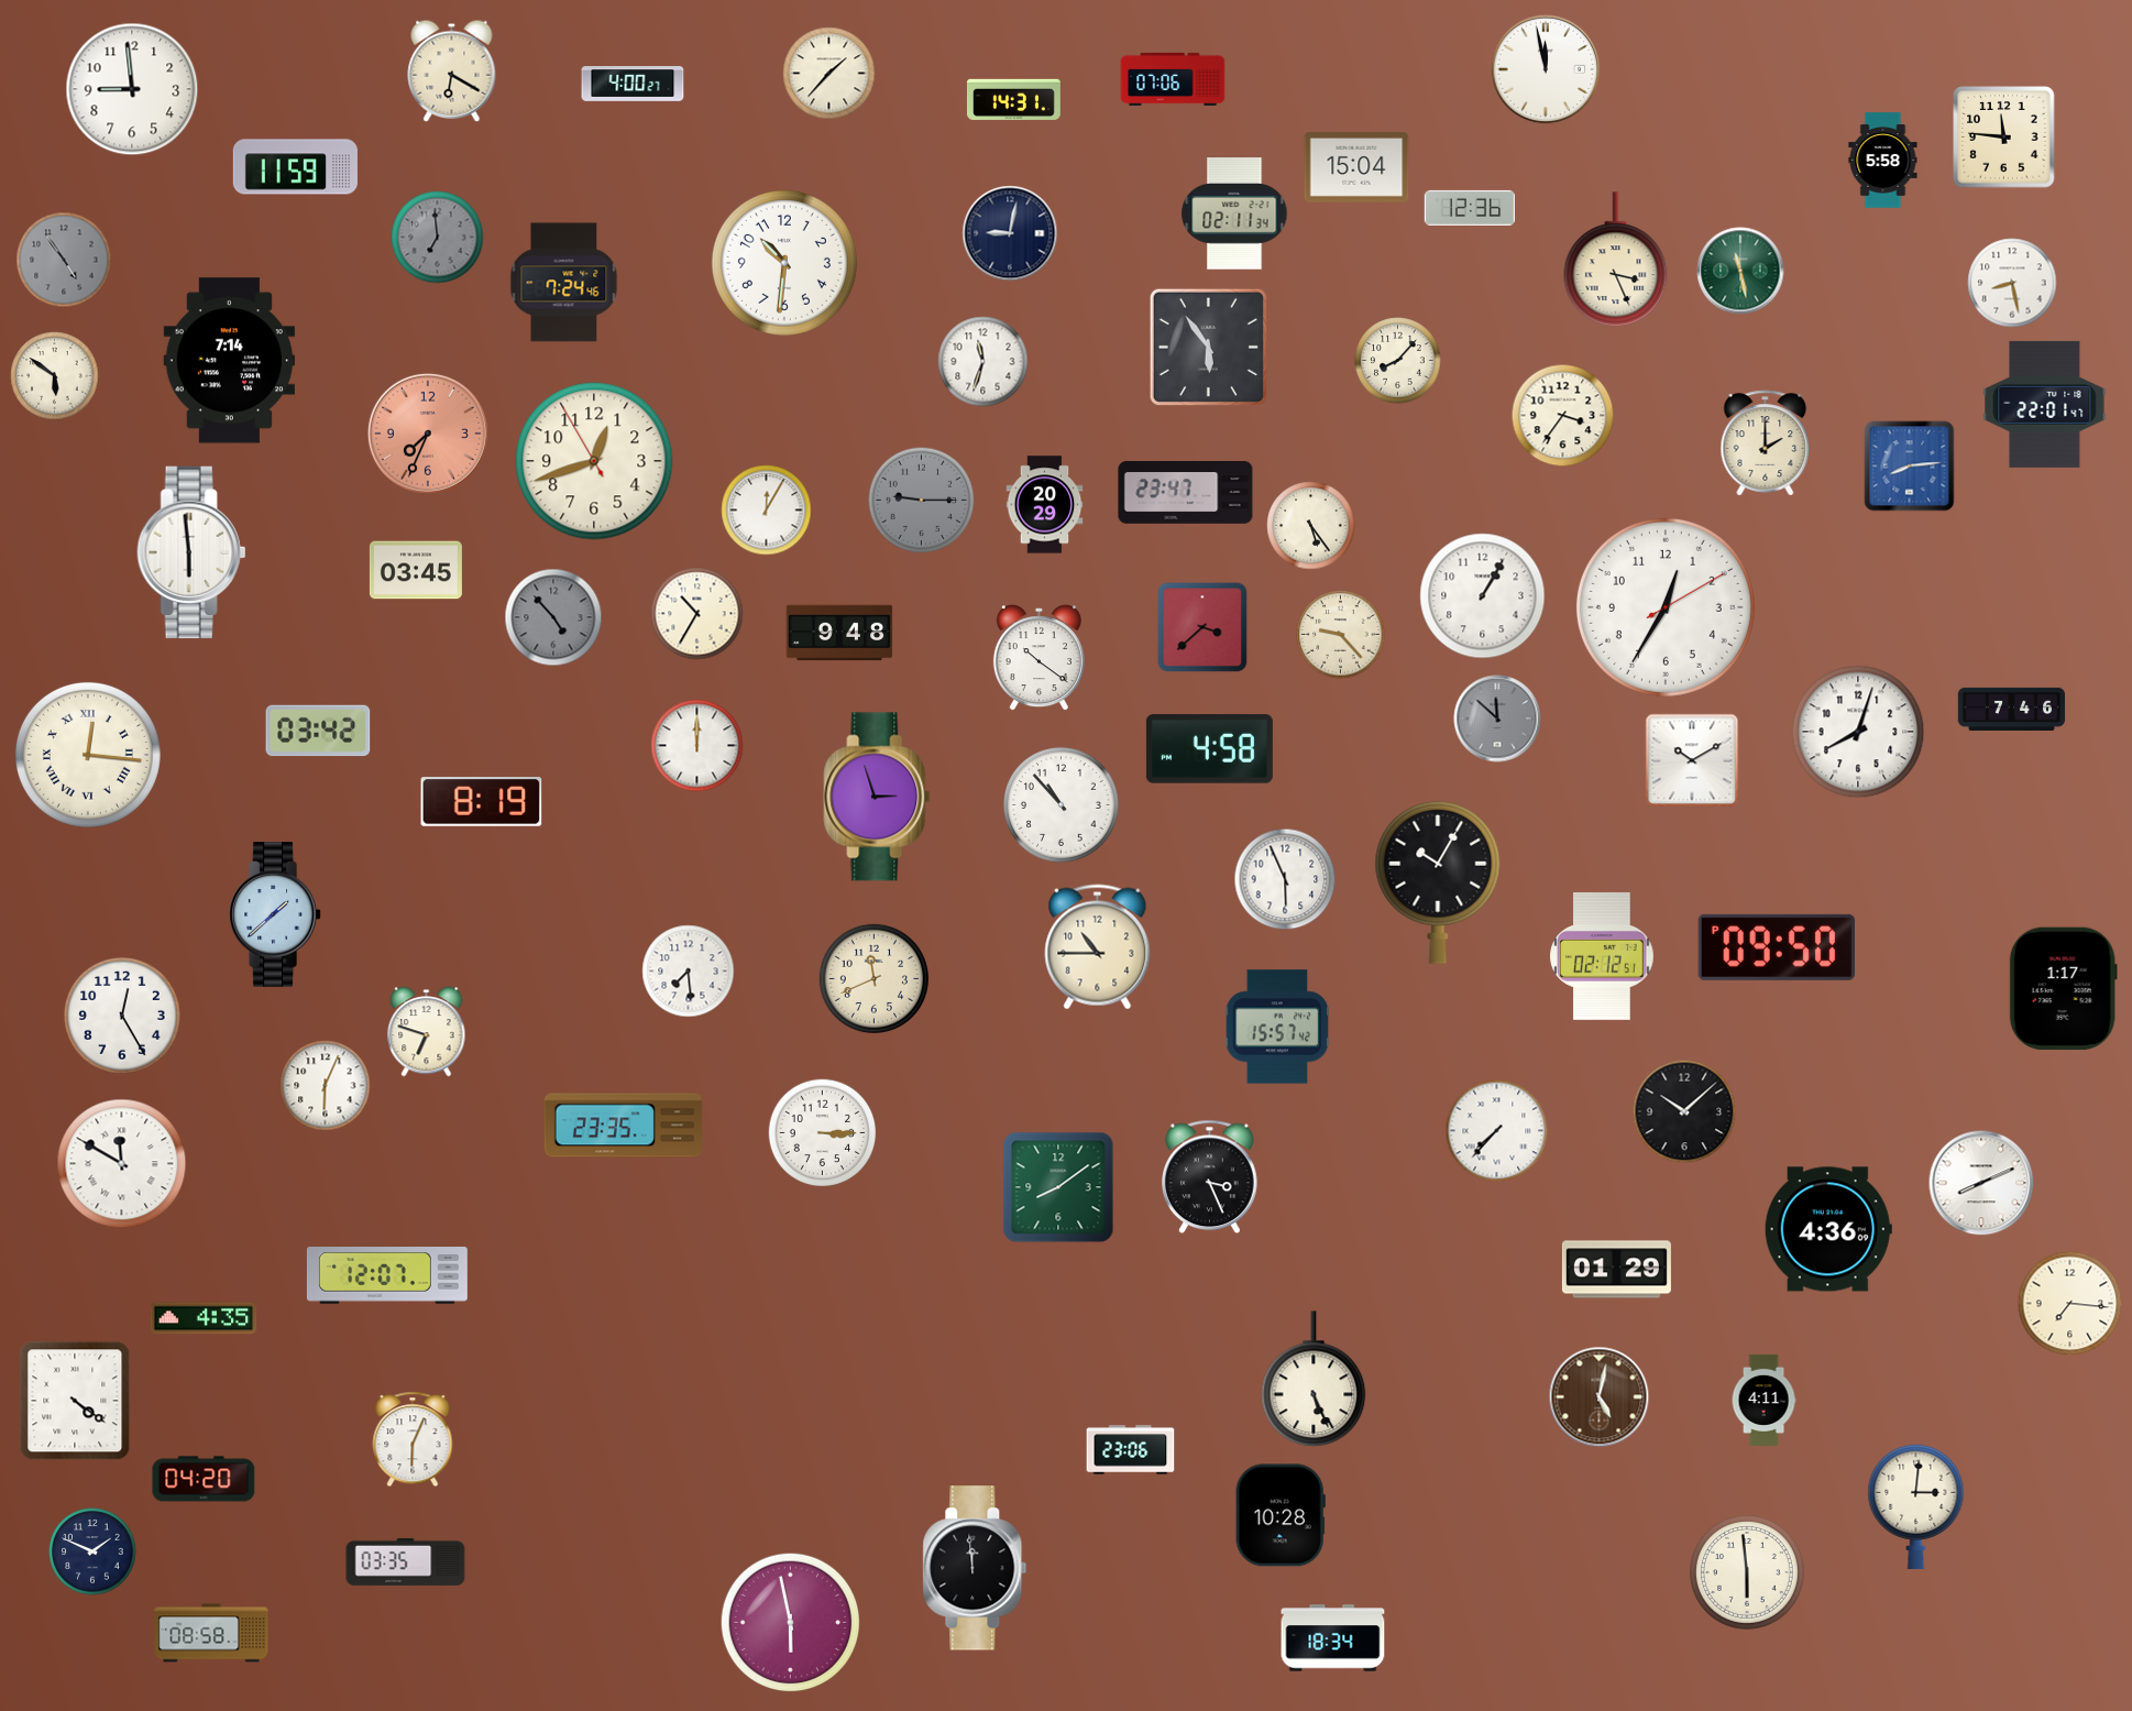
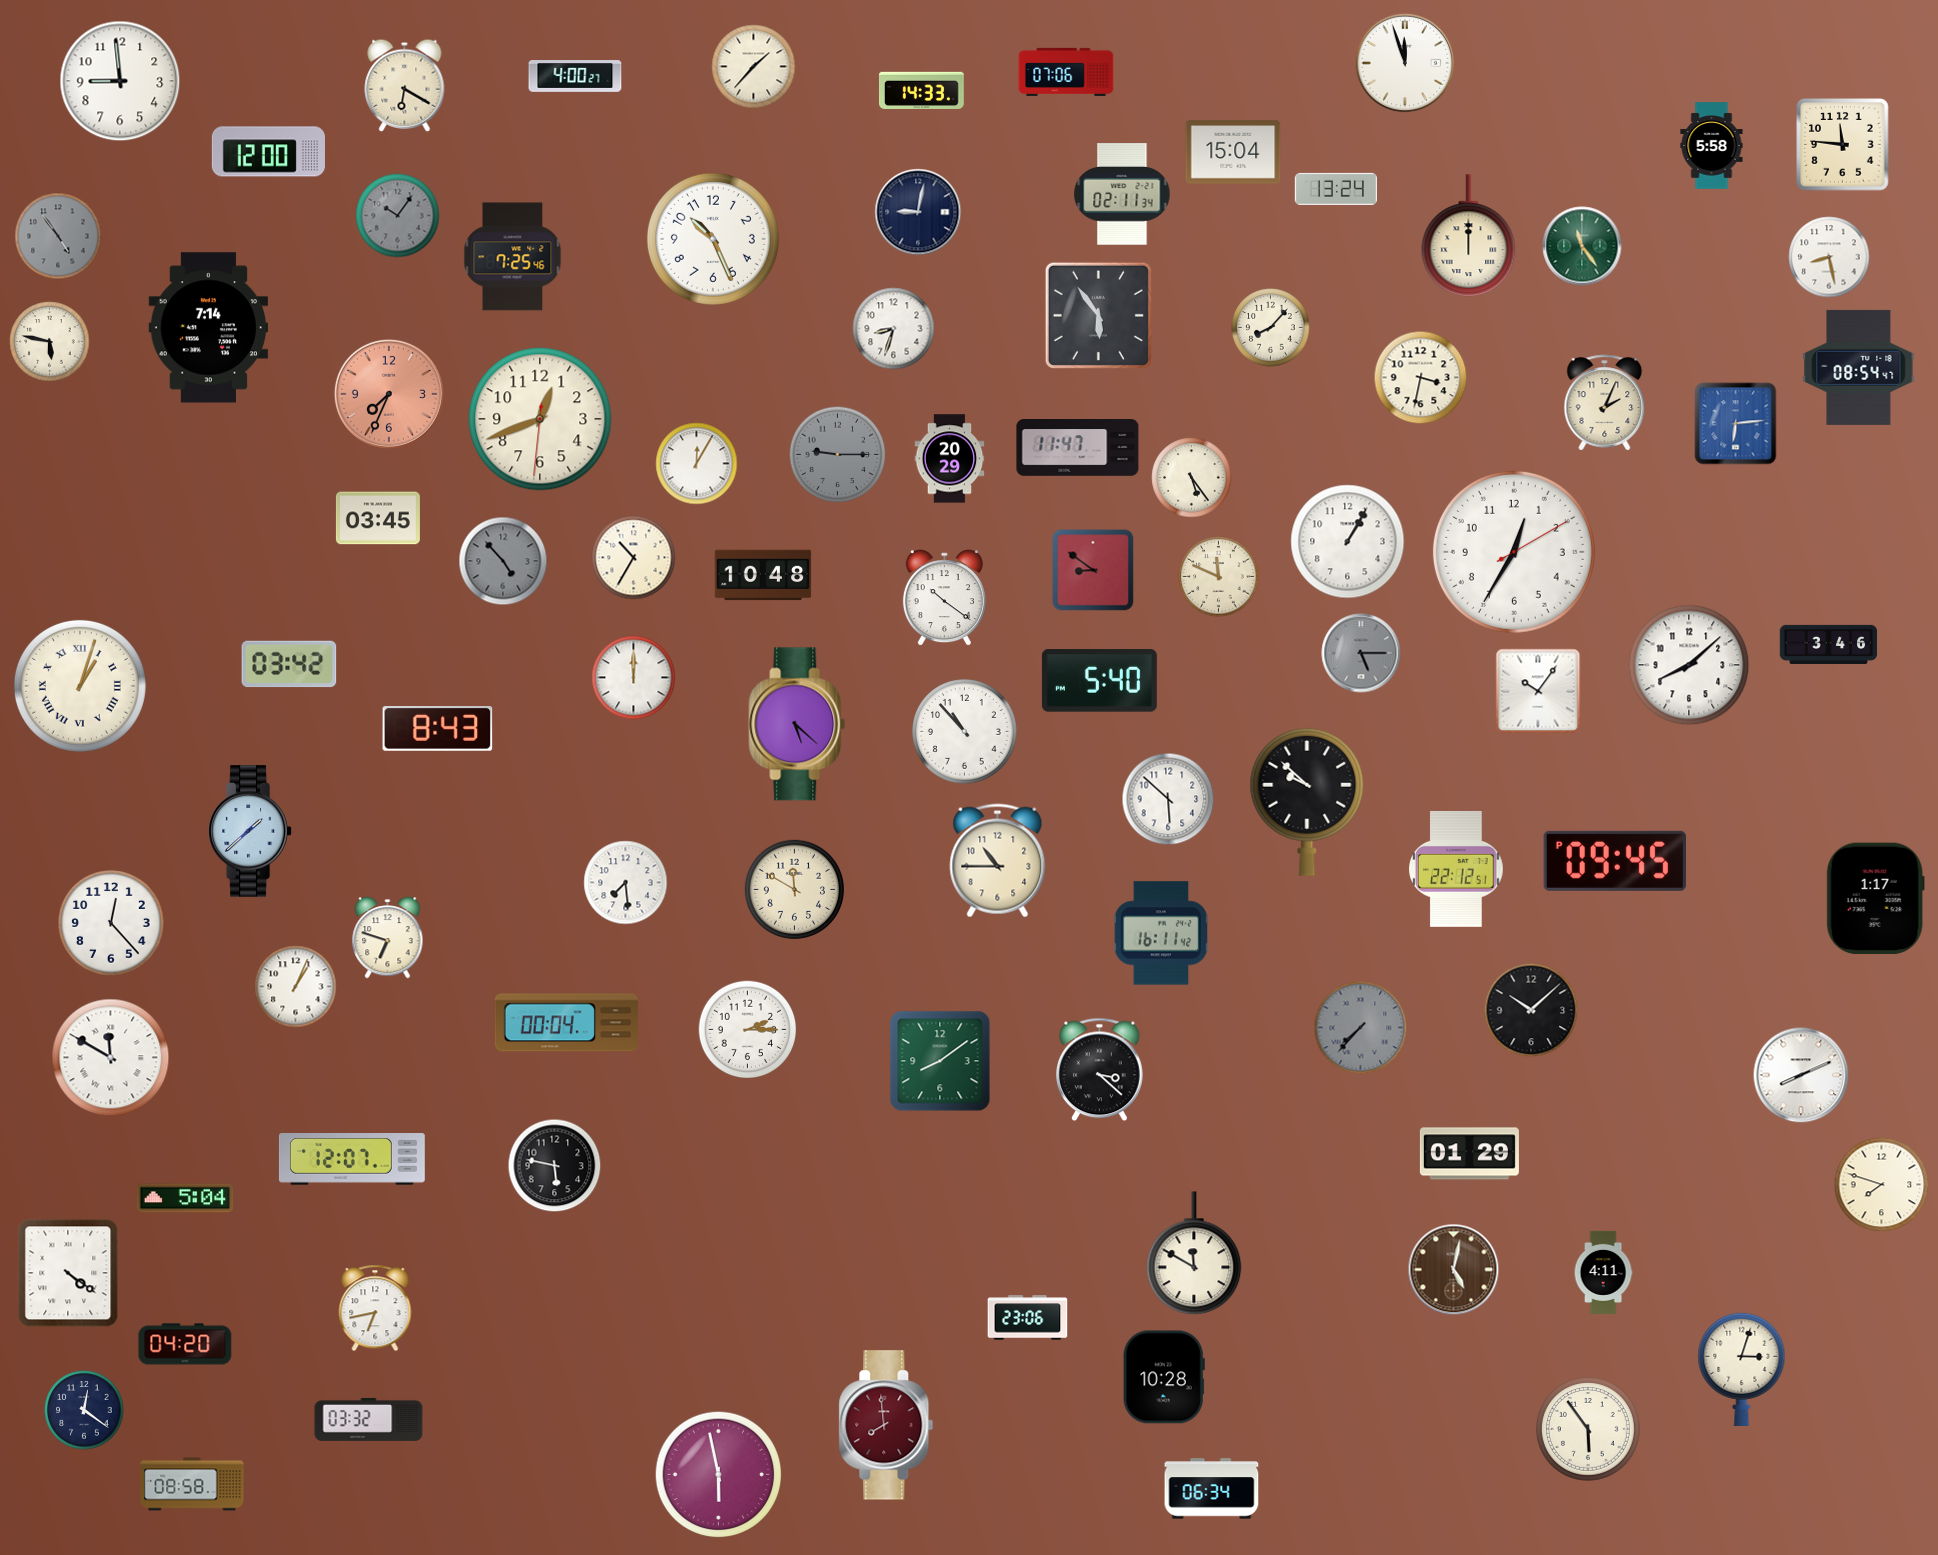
clock at (1546, 69): 11:58 -> 11:57
clock at (452, 70) position: (452, 70) -> (405, 85)
clock at (1013, 99): 14:31 -> 14:33
clock at (2004, 138) position: (2004, 138) -> (1843, 145)
clock at (295, 167): 11:59 -> 12:00
clock at (1469, 208): 12:36 -> 13:24
clock at (438, 238): 6:59 -> 10:06
clock at (1616, 260): 3:26 -> 12:00
clock at (784, 263): 10:31 -> 10:26
clock at (1740, 271): 11:28 -> 11:24
clock at (564, 283): 7:24 -> 7:25
clock at (983, 362): 11:33 -> 8:33
clock at (55, 376): 5:51 -> 5:47
clock at (2045, 404): 22:01 -> 08:54
clock at (1563, 416): 3:36 -> 3:32
clock at (1766, 443): 2:00 -> 2:04
clock at (594, 461): 12:41:55 -> 12:41:31
clock at (1910, 467): 8:14 -> 6:14
clock at (1186, 493): 23:47 -> 11:47
clock at (191, 552): 5:59 -> none
clock at (1202, 627): 3:38 -> 8:51
clock at (839, 633): 9:48 -> 10:48
clock at (1341, 635): 9:23 -> 11:49
clock at (2012, 709): 7:46 -> 3:46
clock at (1497, 719): 11:52 -> 5:15
clock at (1858, 732): 8:03 -> 8:08
clock at (1209, 749): 4:58 -> 5:40
clock at (88, 755): 12:16 -> 1:03
clock at (1692, 760): 10:10 -> 10:06
clock at (877, 797): 2:57 -> 5:22
clock at (482, 802): 8:19 -> 8:43
clock at (1285, 879): 5:56 -> 5:52
clock at (1438, 882): 10:05 -> 9:52
clock at (1777, 947): 09:50 -> 09:45
clock at (1602, 956): 02:12 -> 22:12
clock at (873, 978): 11:41 -> 11:50
clock at (122, 1016): 12:25 -> 12:23
clock at (1277, 1027): 15:57 -> 16:11
clock at (326, 1086): 6:04 -> 1:04
clock at (623, 1126): 23:35 -> 00:04
clock at (1497, 1131) dial: white -> grey
clock at (823, 1133): 3:15 -> 2:15
clock at (1210, 1177): 3:26 -> 3:22
clock at (1058, 1187) position: (1058, 1187) -> (940, 1061)
clock at (1828, 1229): 4:36 -> none
clock at (555, 1166): none -> 5:47
clock at (2070, 1304): 7:16 -> 7:48
clock at (204, 1318): 4:35 -> 5:04
clock at (1314, 1379): 5:26 -> 11:50
clock at (413, 1439): 6:04 -> 6:43
clock at (1916, 1506): 3:01 -> 3:03
clock at (92, 1551): 1:49 -> 12:21
clock at (406, 1561): 03:35 -> 03:32
clock at (975, 1568): 11:59 -> 7:59
clock at (975, 1568) dial: black -> burgundy
clock at (1747, 1572): 5:59 -> 5:54
clock at (1333, 1638): 18:34 -> 06:34
